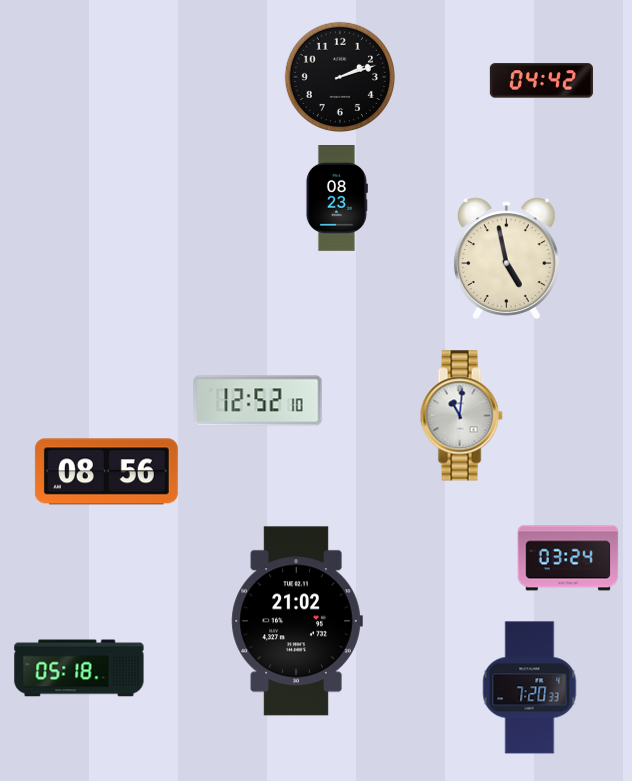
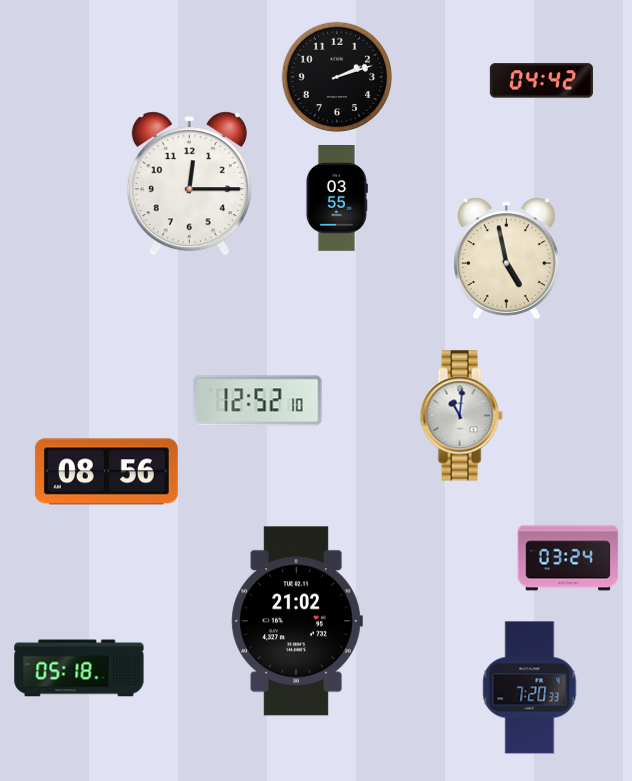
clock at (339, 76) position: (339, 76) -> (336, 76)
clock at (189, 184): none -> 12:15
clock at (336, 199): 08:23 -> 03:55
